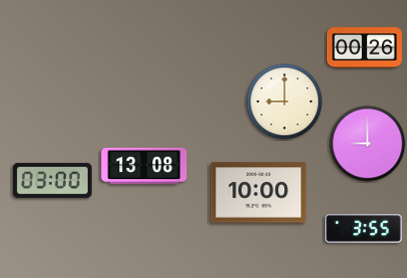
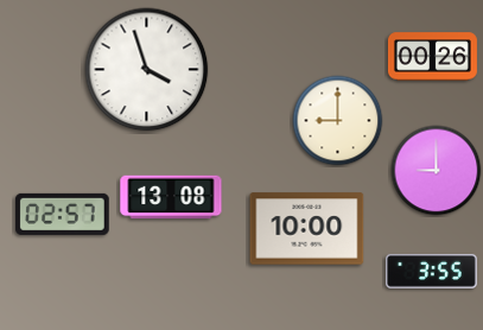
clock at (147, 70): none -> 3:57
clock at (53, 180): 03:00 -> 02:57
